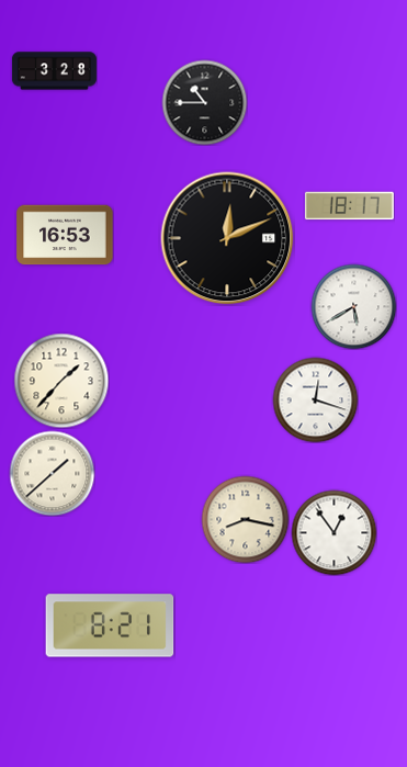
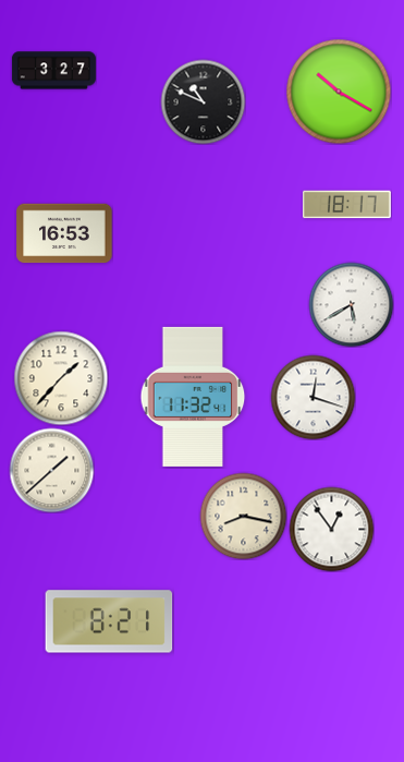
clock at (54, 71): 3:28 -> 3:27
clock at (339, 92): none -> 10:20
clock at (204, 102): 10:45 -> 10:49
clock at (227, 238): 12:11 -> none
clock at (193, 397): none -> 11:32
